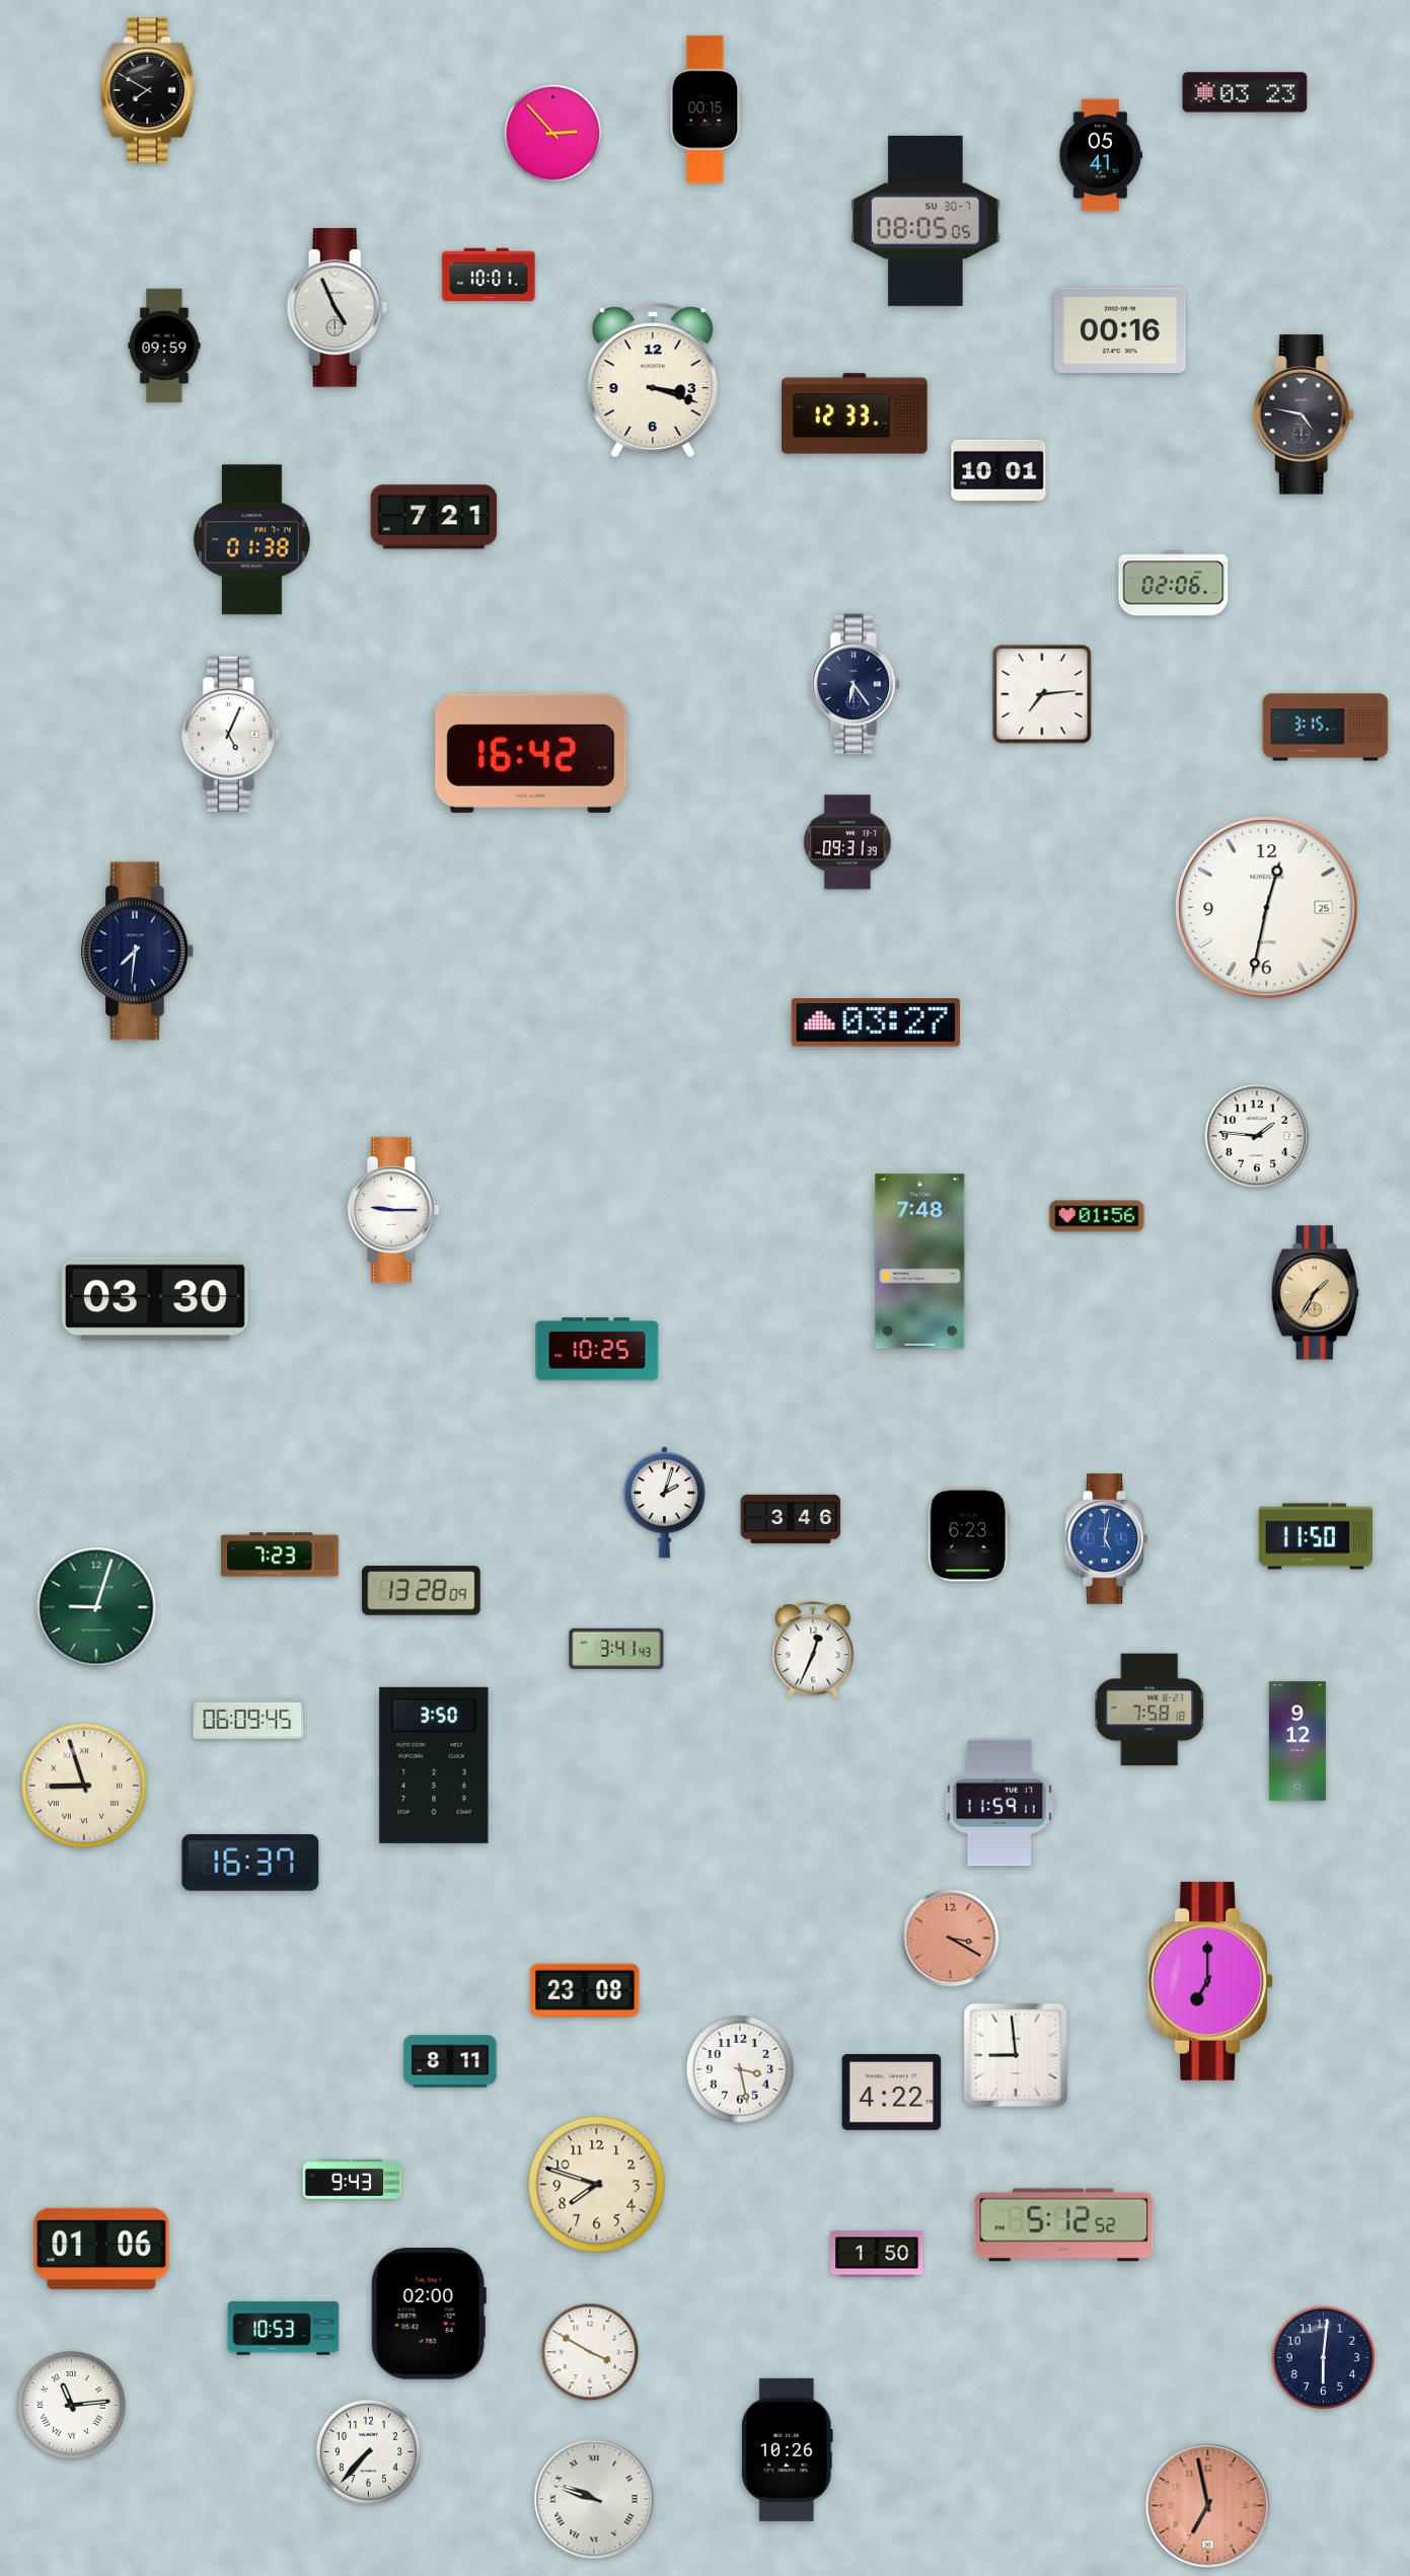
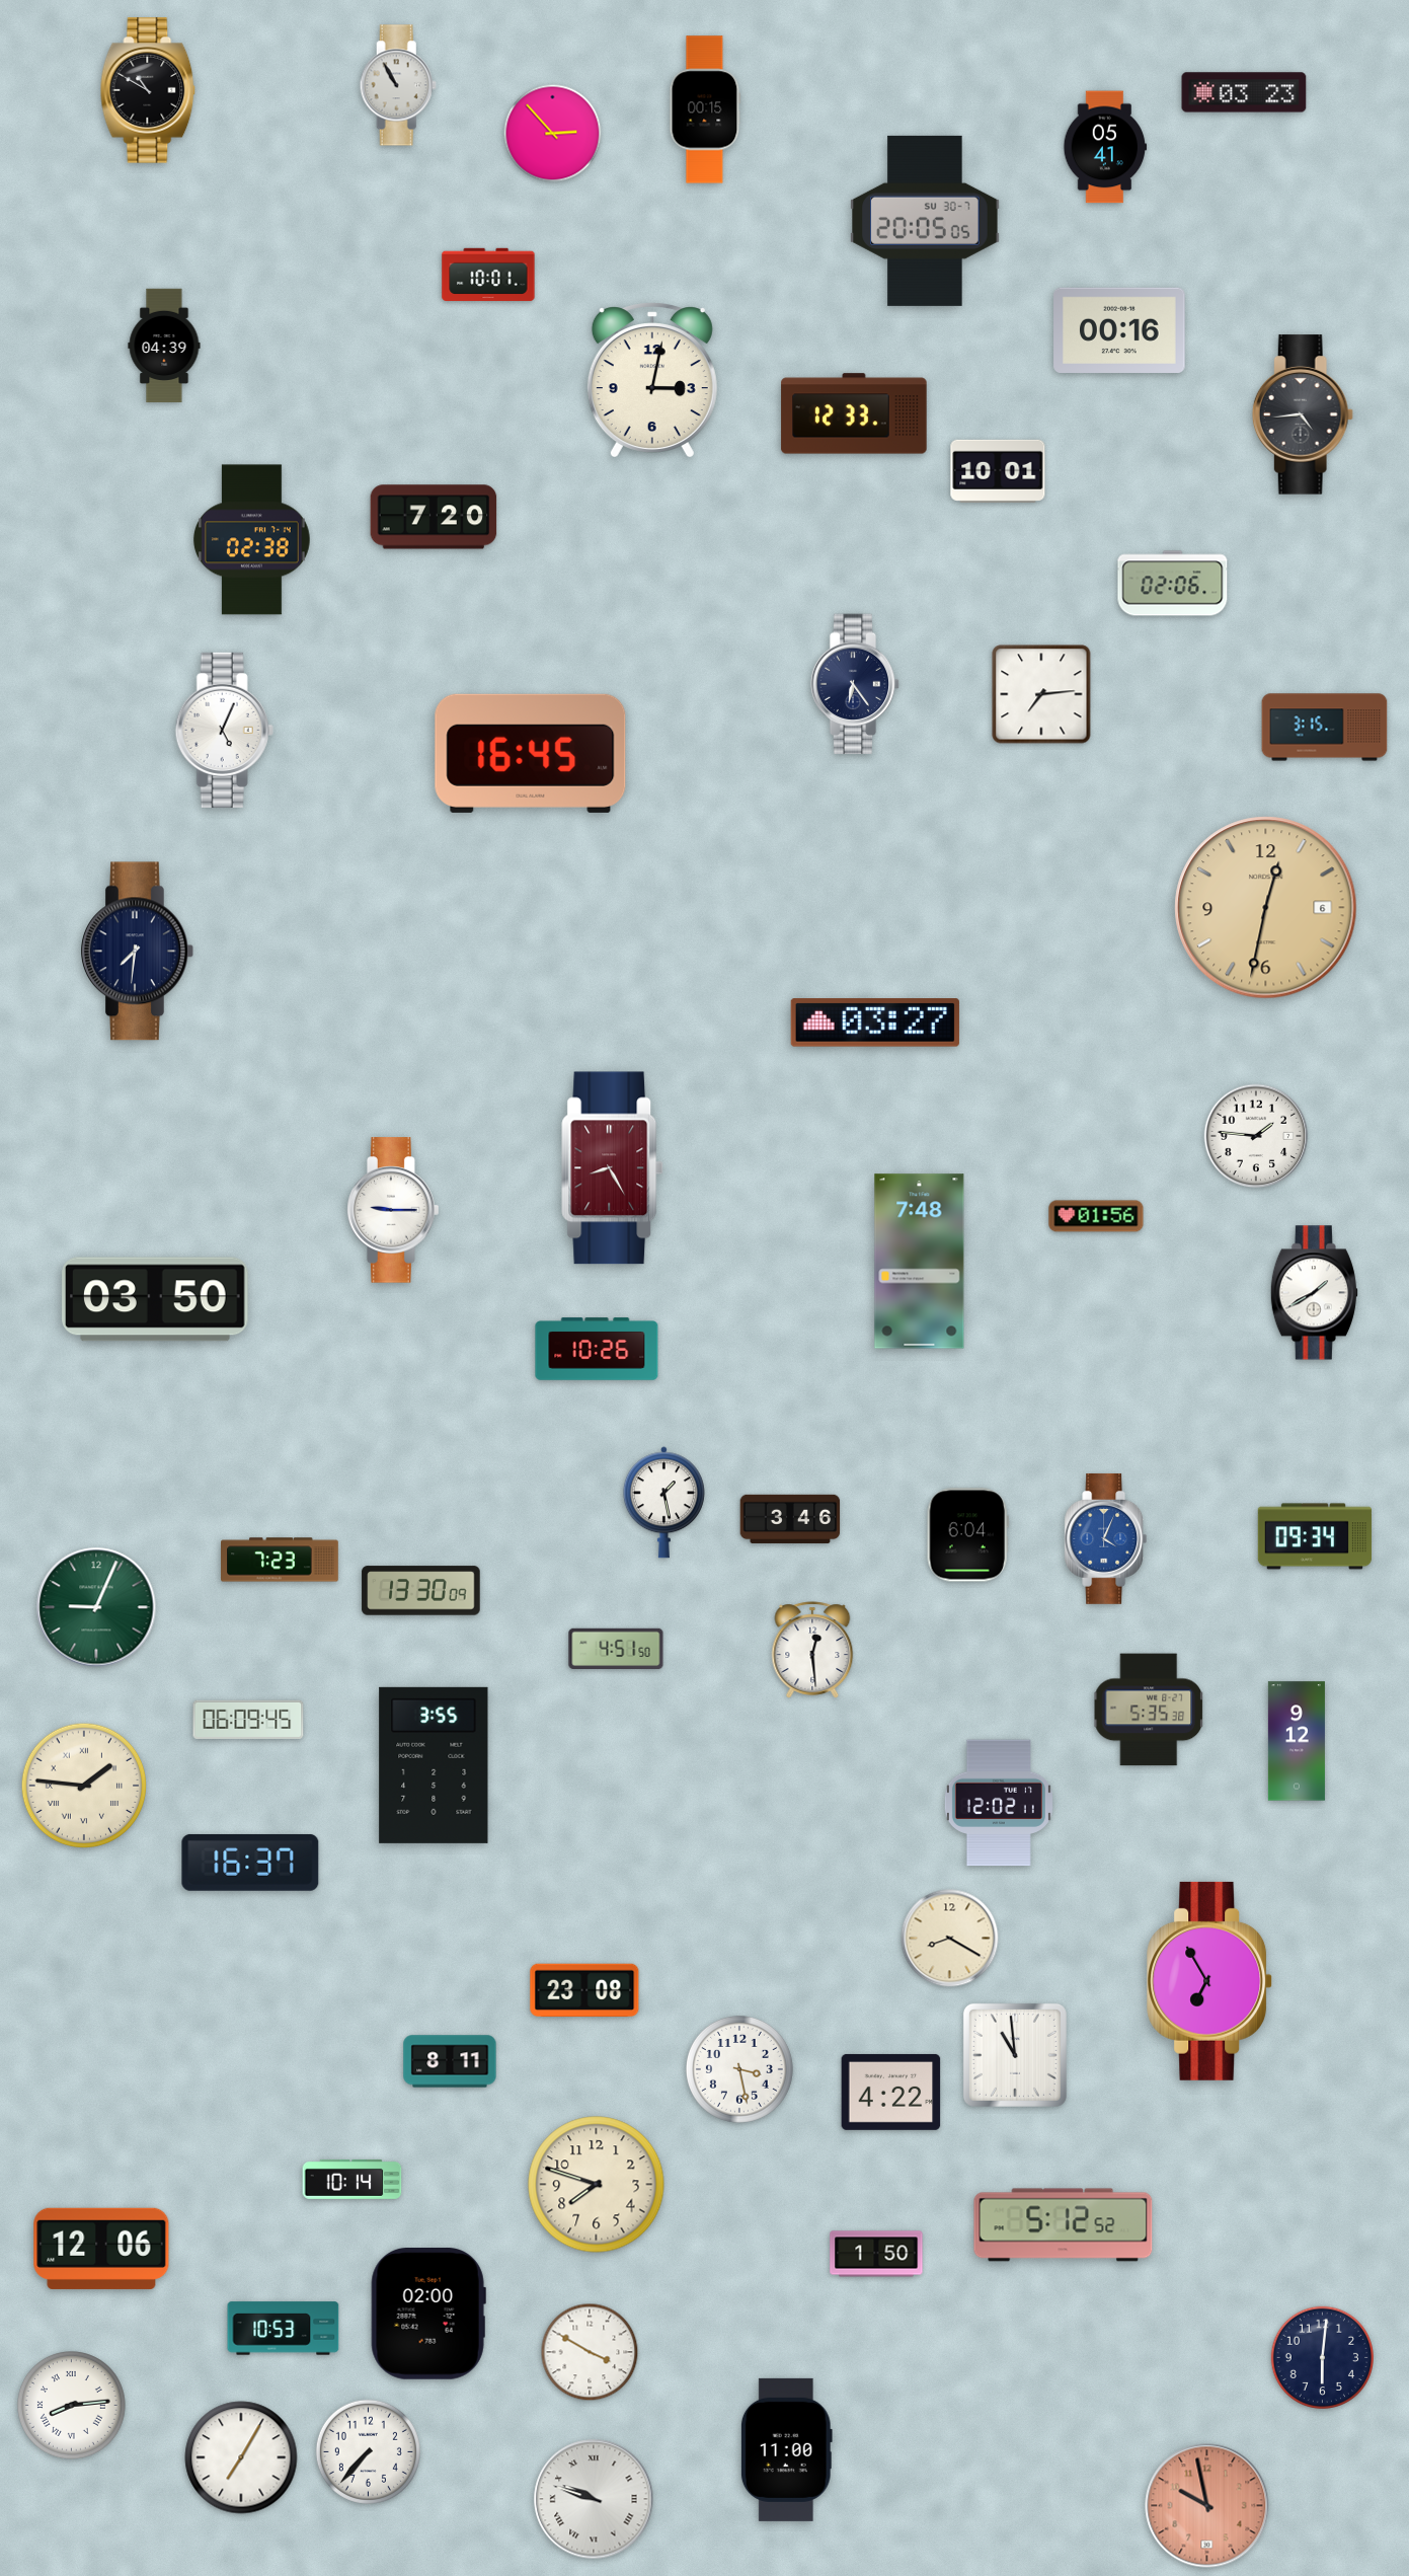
clock at (398, 85): none -> 10:55
clock at (148, 90): 7:50 -> 10:50
clock at (1101, 155) position: (1101, 155) -> (1105, 147)
clock at (925, 221): 08:05 -> 20:05
clock at (338, 308): 4:56 -> none
clock at (164, 346): 09:59 -> 04:39
clock at (653, 379): 3:18 -> 3:02
clock at (1304, 414): 4:47 -> 4:44
clock at (434, 517): 7:21 -> 7:20
clock at (251, 540): 01:38 -> 02:38
clock at (230, 734) position: (230, 734) -> (224, 730)
clock at (531, 753): 16:42 -> 16:45
clock at (847, 842): 09:31 -> none
clock at (1267, 908) date: 25 -> 6
clock at (1267, 908) dial: white -> champagne
clock at (613, 1168): none -> 8:25
clock at (1315, 1293): 1:35 -> 1:40
clock at (1315, 1293) dial: champagne -> white
clock at (155, 1299): 03:30 -> 03:50
clock at (597, 1349): 10:25 -> 10:26
clock at (664, 1503): 2:03 -> 1:28
clock at (968, 1535): 6:23 -> 6:04
clock at (1316, 1536): 11:50 -> 09:34
clock at (1107, 1538): 5:02 -> 4:04
clock at (280, 1555) position: (280, 1555) -> (280, 1560)
clock at (422, 1591): 13:28 -> 13:30
clock at (96, 1607): 9:03 -> 9:04
clock at (616, 1648): 3:41 -> 4:51
clock at (813, 1650): 12:34 -> 12:29
clock at (1148, 1710): 7:58 -> 5:35
clock at (434, 1765): 3:50 -> 3:55
clock at (84, 1786): 8:57 -> 1:46
clock at (999, 1803): 11:59 -> 12:02
clock at (951, 1939): 3:20 -> 8:20
clock at (951, 1939) dial: salmon -> cream
clock at (1211, 1981): 7:00 -> 6:55
clock at (1016, 2055): 8:59 -> 10:59
clock at (353, 2179): 9:43 -> 10:14
clock at (101, 2249): 01:06 -> 12:06
clock at (72, 2406): 11:14 -> 8:14
clock at (787, 2449): 10:26 -> 11:00
clock at (241, 2457): none -> 7:05
clock at (1208, 2506): 6:58 -> 9:58
